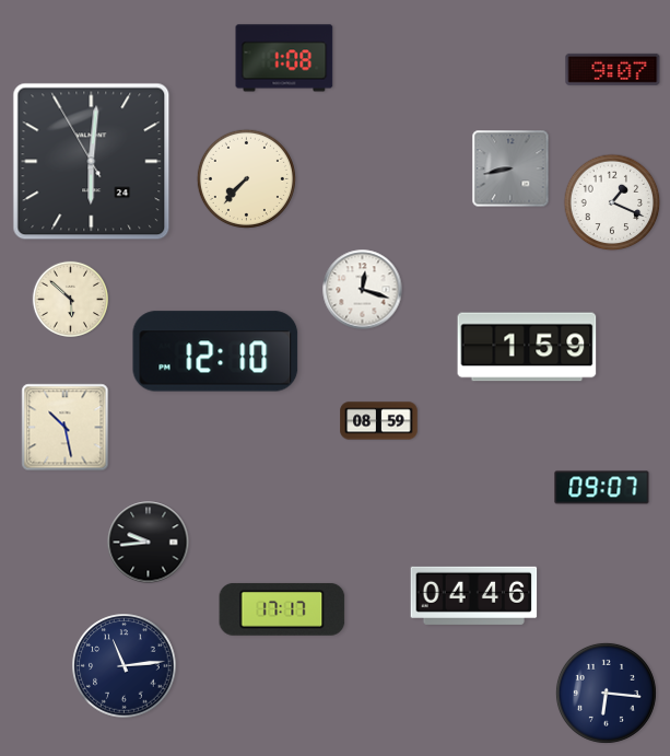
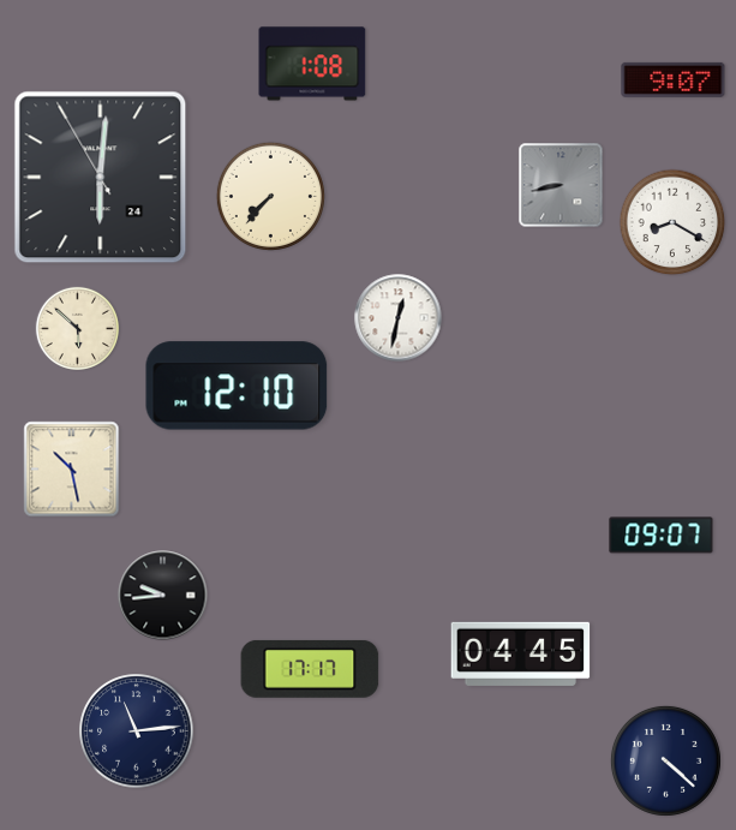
clock at (613, 69) position: (613, 69) -> (674, 79)
clock at (612, 202): 1:19 -> 8:20
clock at (363, 290): 12:18 -> 12:32
clock at (527, 347): 1:59 -> none
clock at (379, 421): 08:59 -> none
clock at (474, 595): 04:46 -> 04:45
clock at (606, 693): 6:16 -> 4:22
